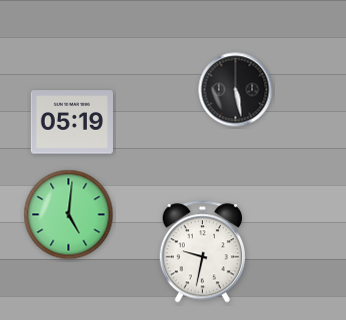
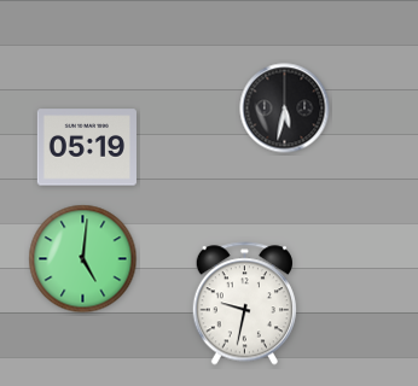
clock at (236, 90): 5:28 -> 5:32
